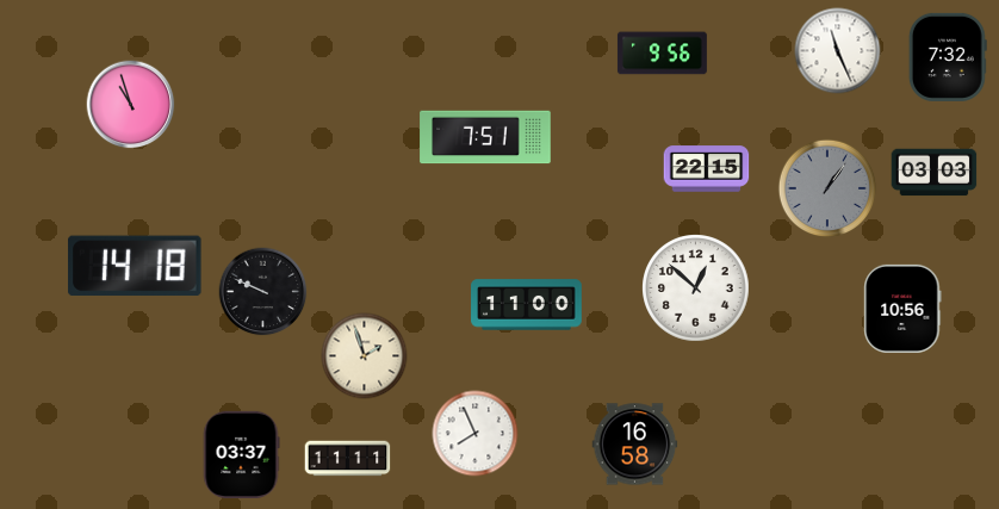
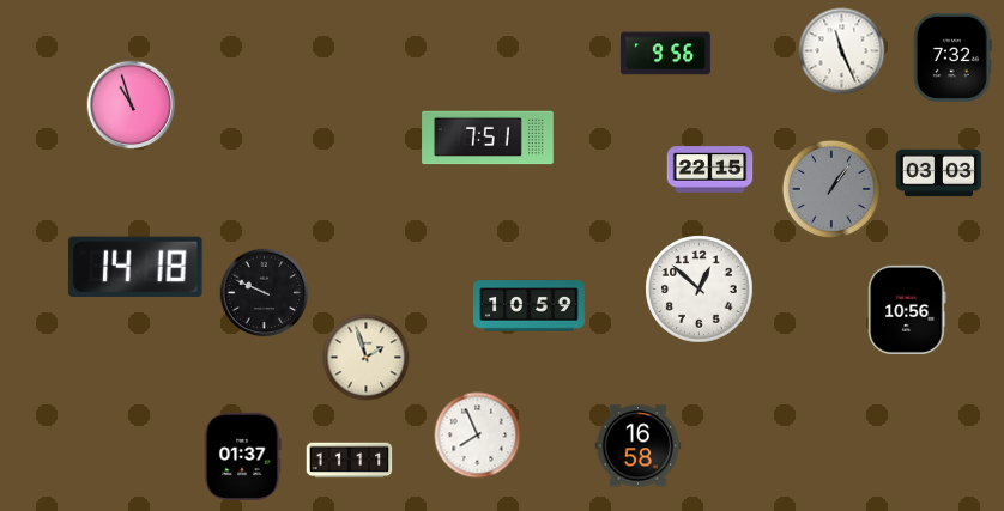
clock at (527, 305): 11:00 -> 10:59
clock at (241, 454): 03:37 -> 01:37
